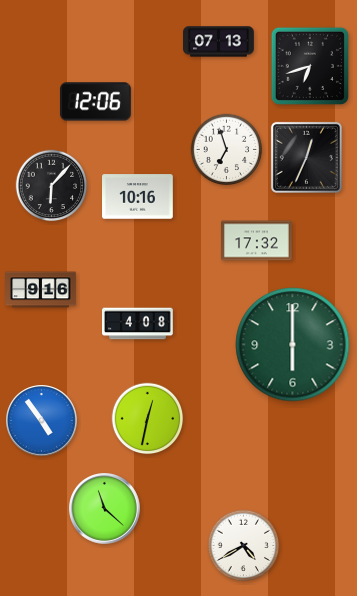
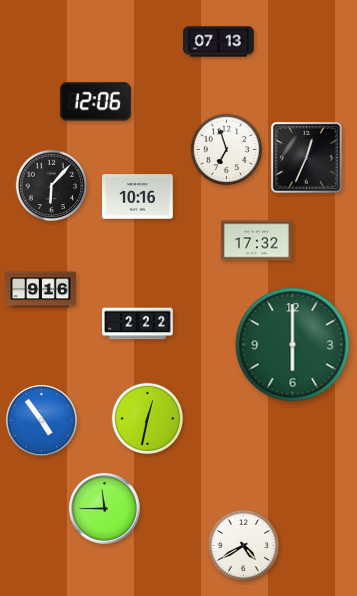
clock at (310, 66): 6:42 -> none
clock at (138, 324): 4:08 -> 2:22
clock at (105, 509): 11:22 -> 11:45
